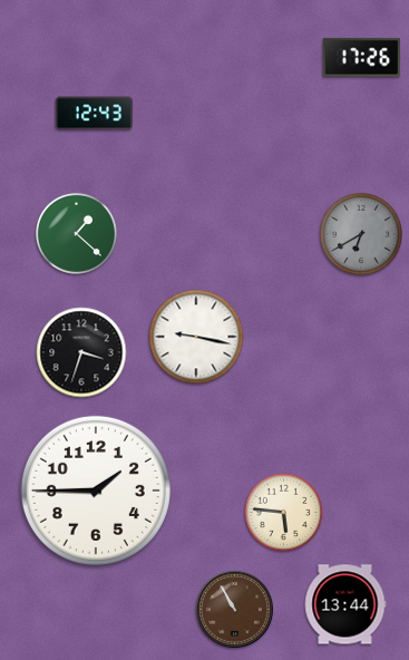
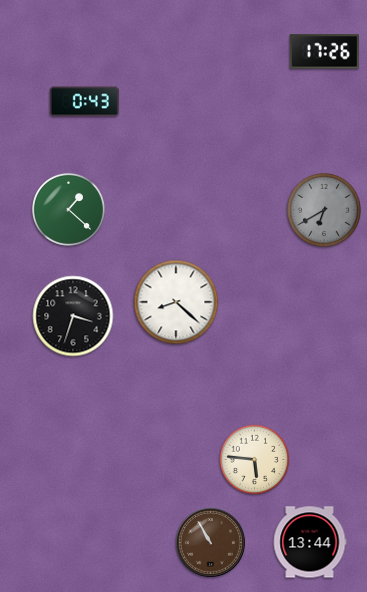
clock at (94, 114): 12:43 -> 0:43
clock at (196, 337): 9:17 -> 8:22
clock at (96, 491): 1:45 -> none
clock at (235, 610) position: (235, 610) -> (211, 543)
